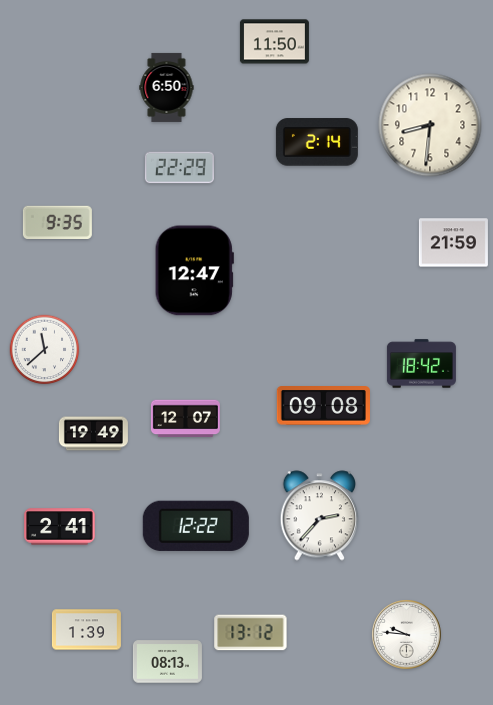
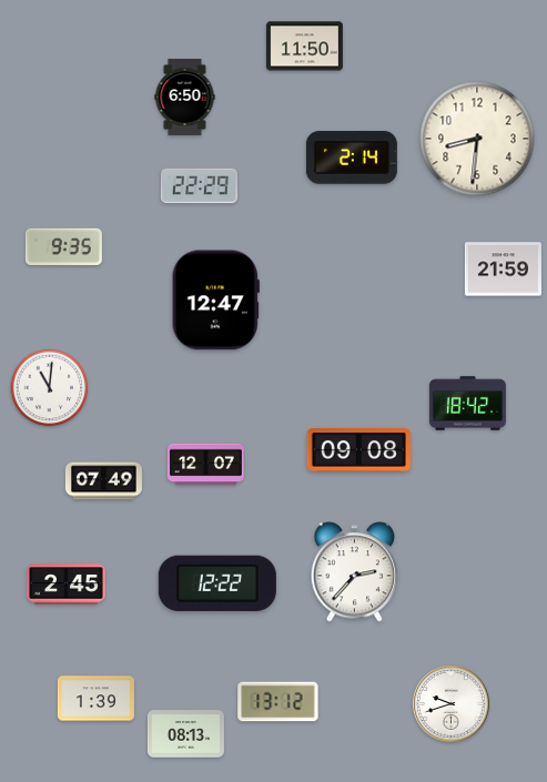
clock at (45, 350): 11:38 -> 11:01
clock at (93, 434): 19:49 -> 07:49
clock at (60, 527): 2:41 -> 2:45
clock at (407, 635): 9:46 -> 9:42
